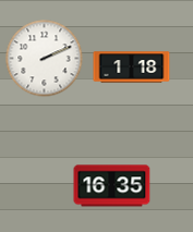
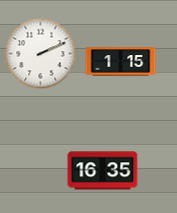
clock at (132, 68): 1:18 -> 1:15
